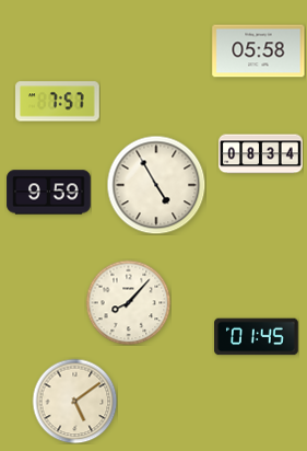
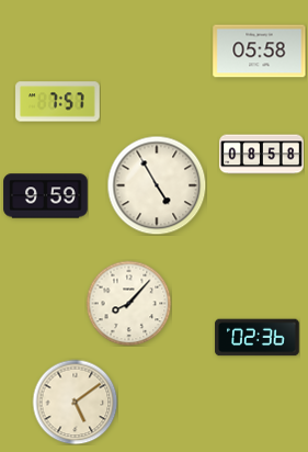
clock at (261, 154): 08:34 -> 08:58
clock at (49, 193) position: (49, 193) -> (46, 196)
clock at (257, 337): 01:45 -> 02:36
